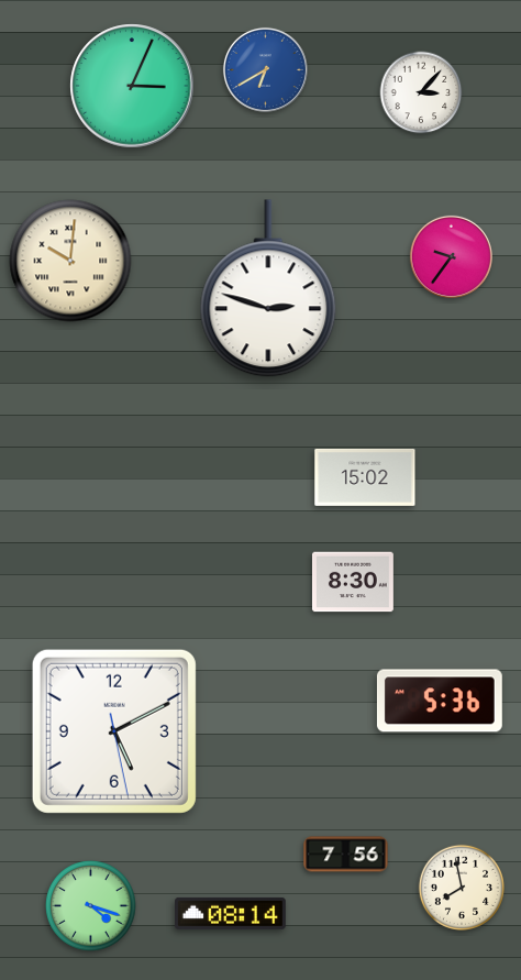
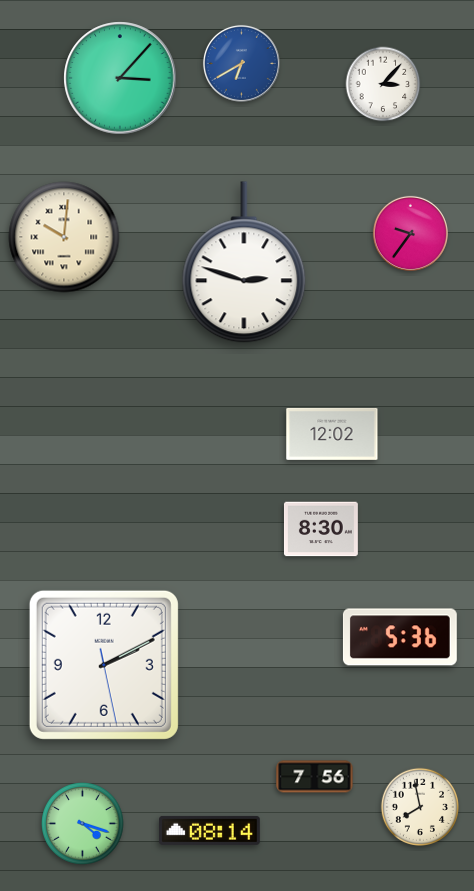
clock at (132, 86): 3:04 -> 3:07
clock at (365, 477): 15:02 -> 12:02
clock at (114, 731): 5:10 -> 2:10
